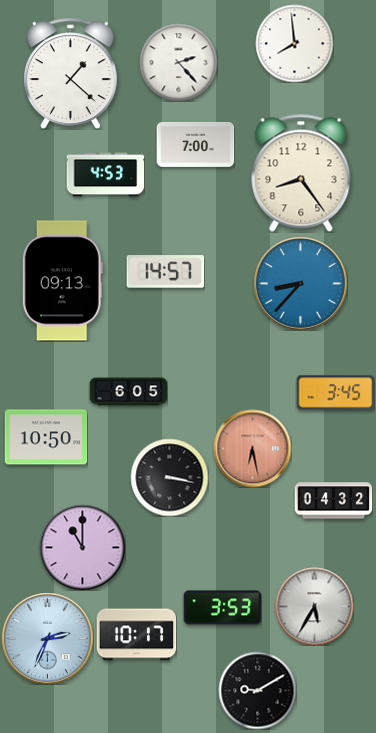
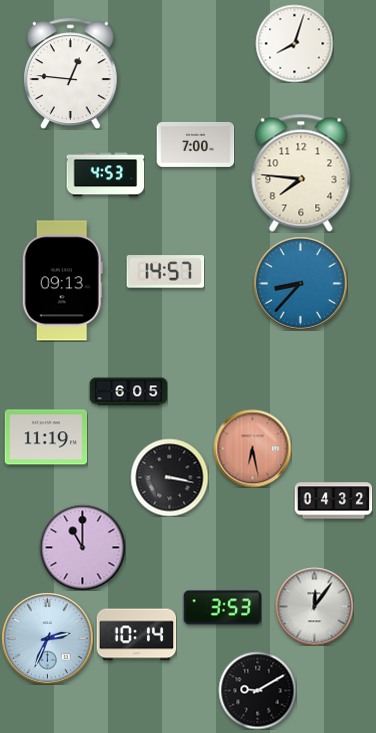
clock at (294, 43): 7:59 -> 8:03
clock at (178, 62): 2:23 -> none
clock at (71, 73): 1:22 -> 12:46
clock at (301, 173): 8:24 -> 7:46
clock at (335, 393): 3:45 -> none
clock at (46, 437): 10:50 -> 11:19
clock at (314, 606): 5:35 -> 12:06
clock at (136, 635): 10:17 -> 10:14
